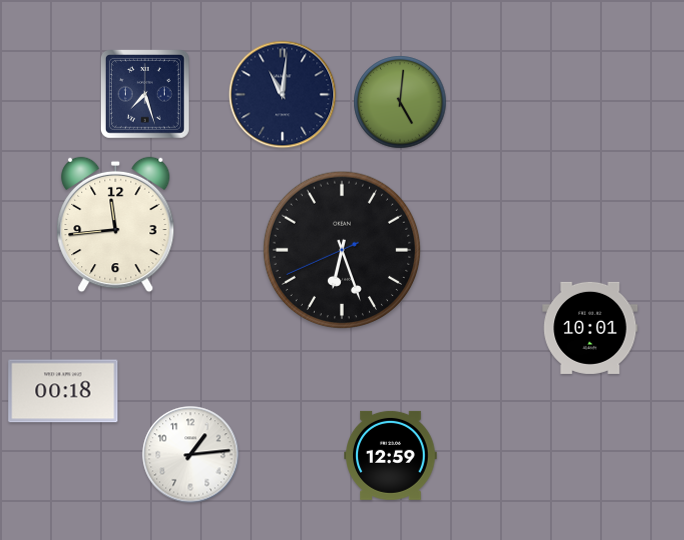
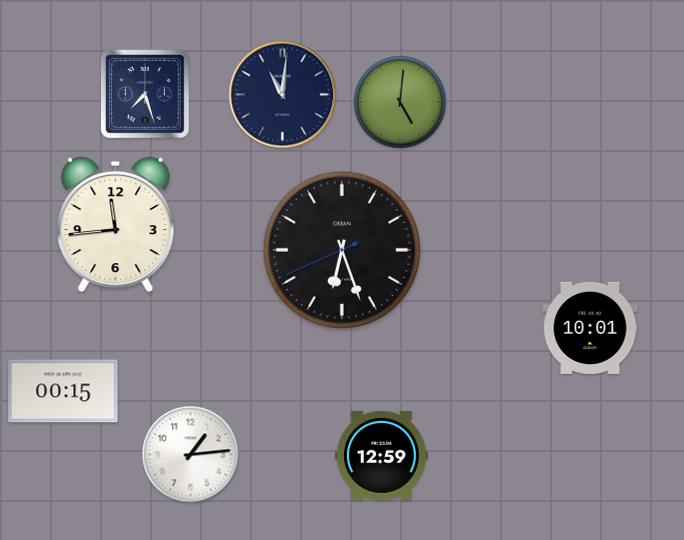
clock at (63, 391): 00:18 -> 00:15
clock at (391, 455) position: (391, 455) -> (382, 455)
